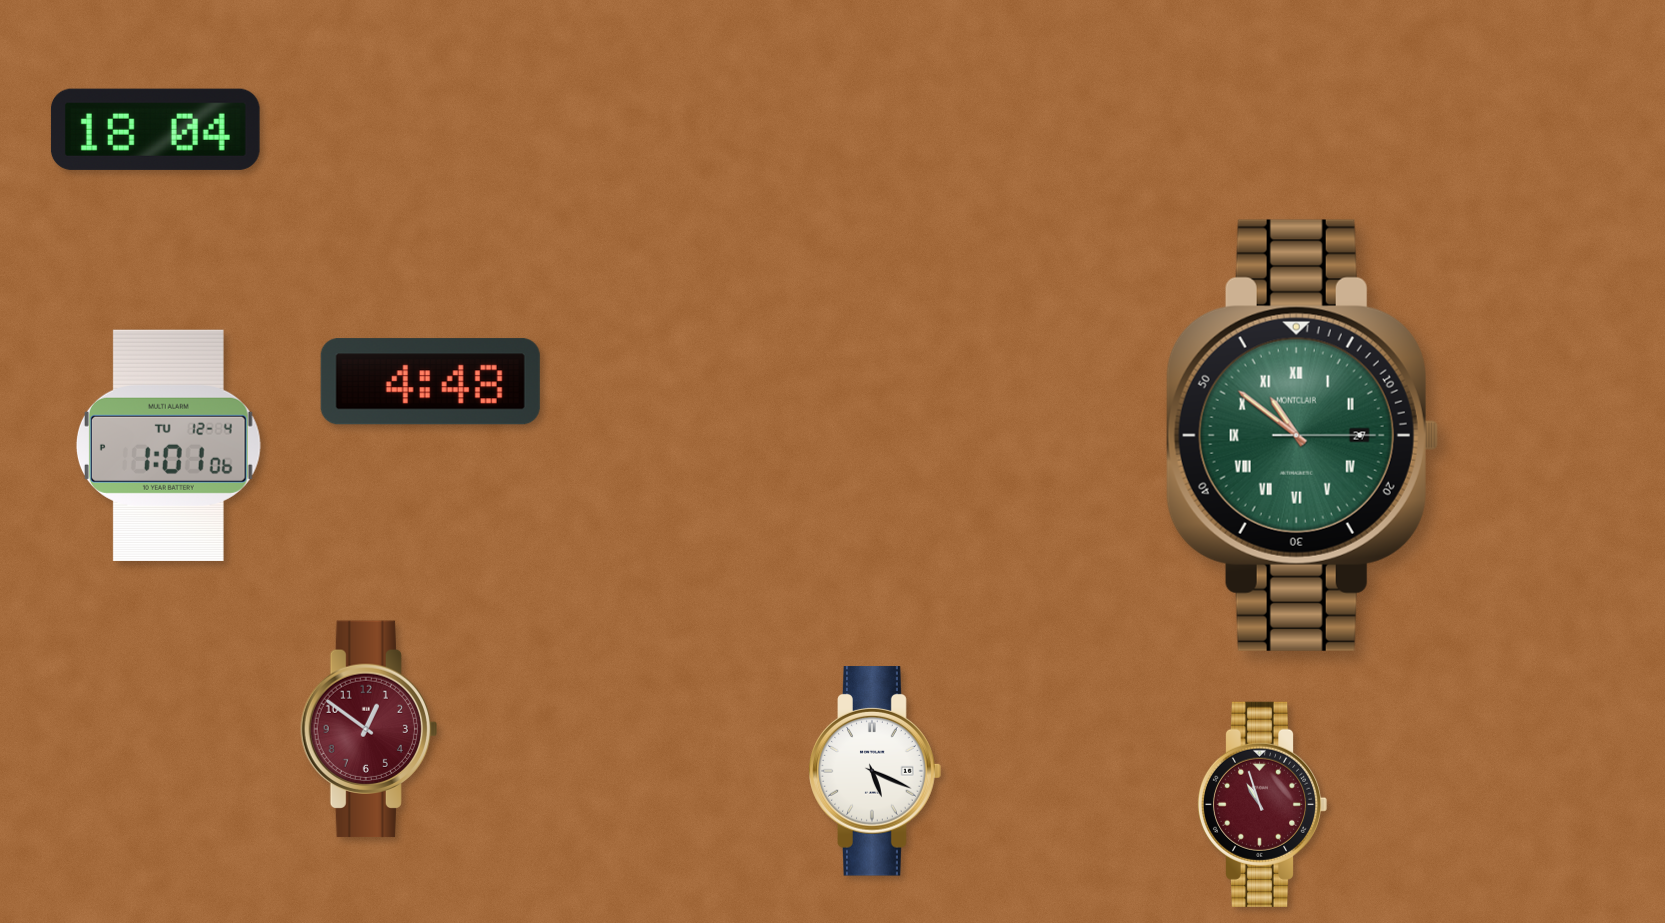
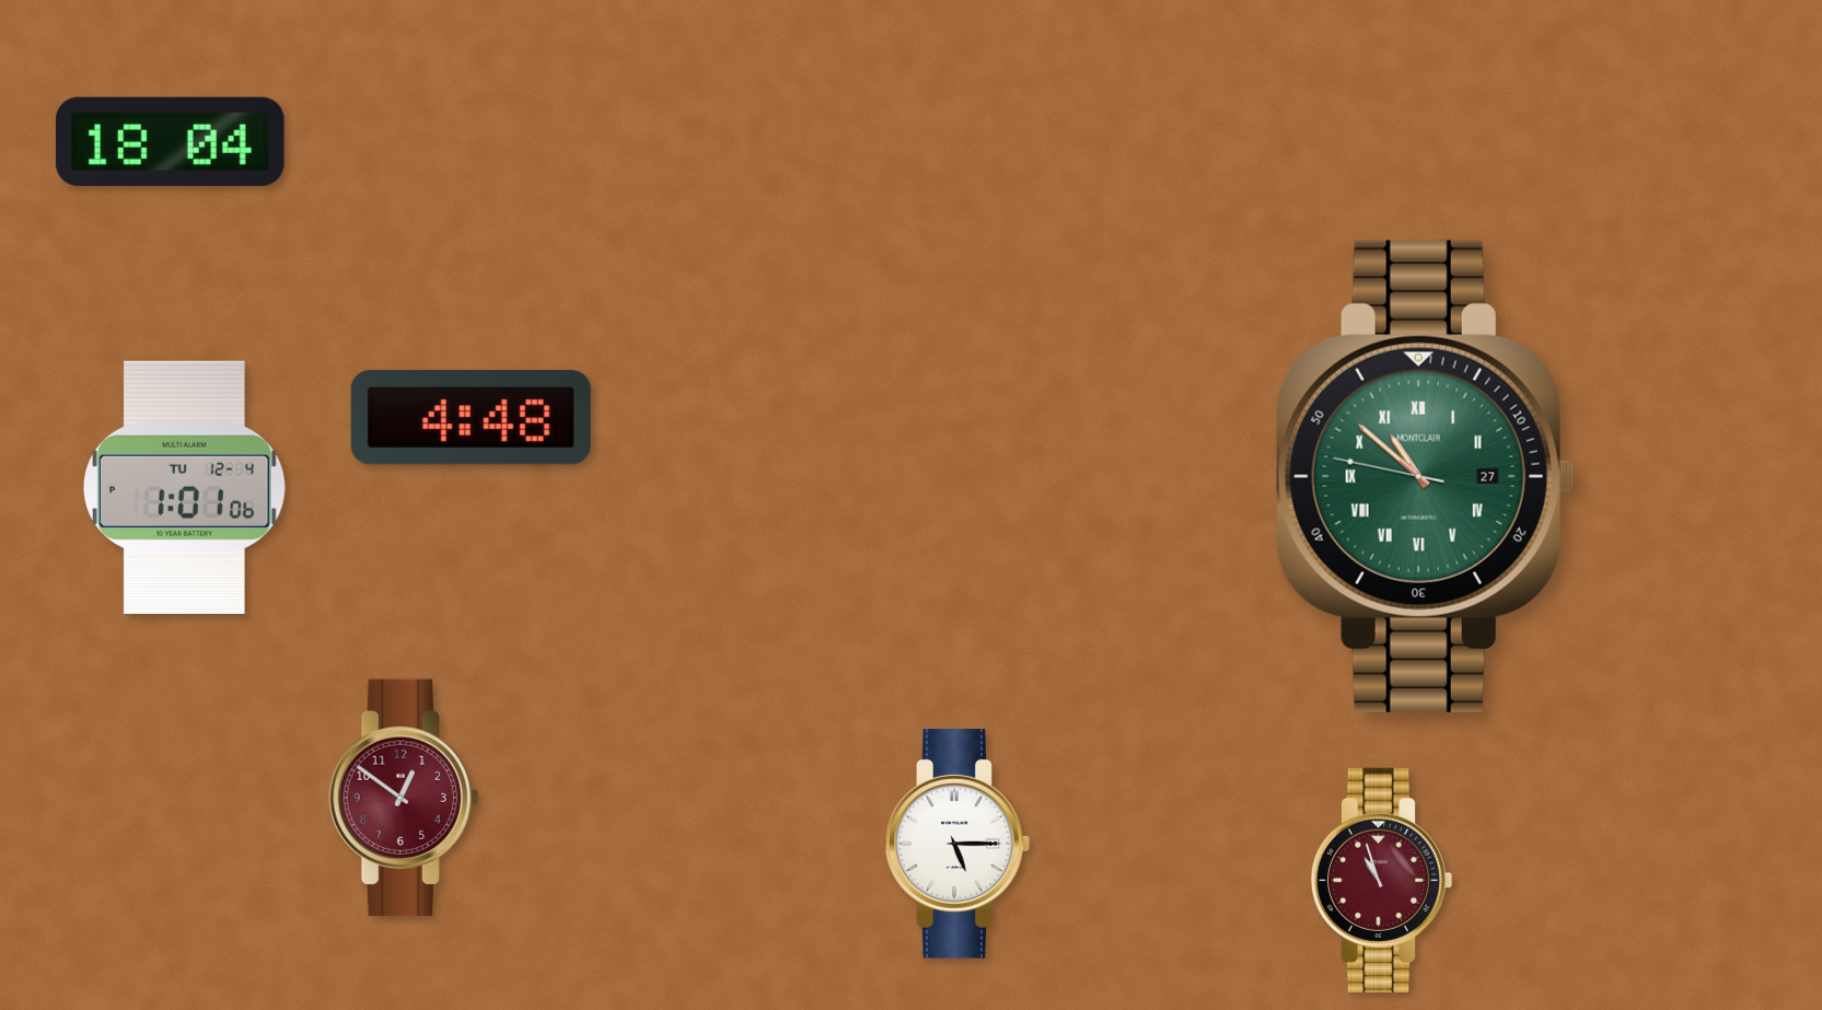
clock at (1302, 435): 10:51:15 -> 10:51:47
clock at (875, 771): 5:19 -> 5:15
